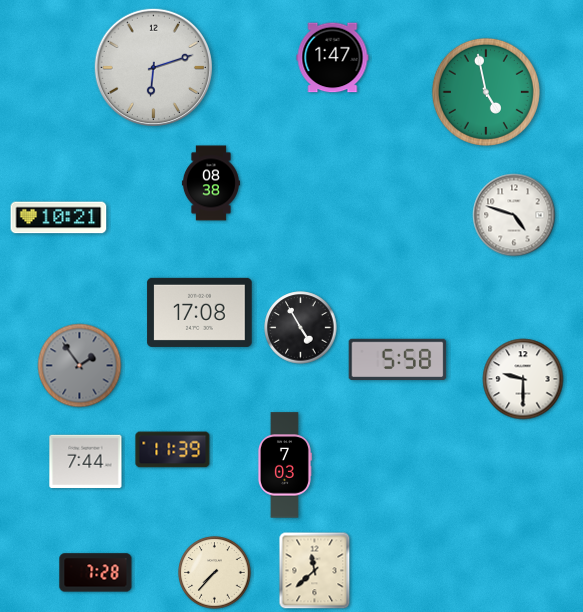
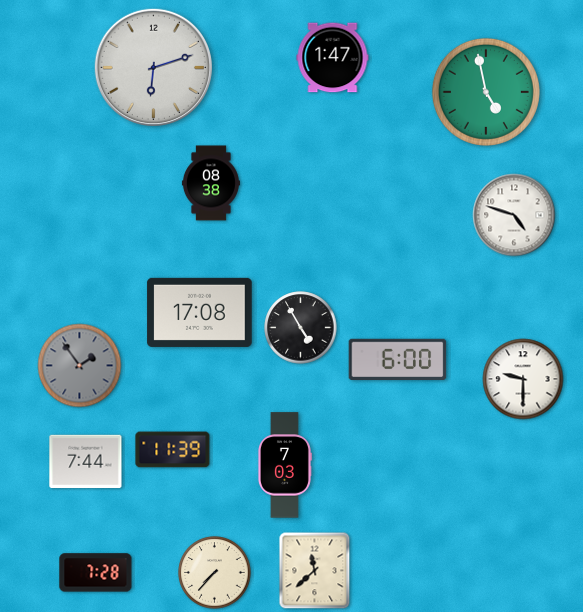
clock at (59, 218): 10:21 -> none
clock at (398, 360): 5:58 -> 6:00
